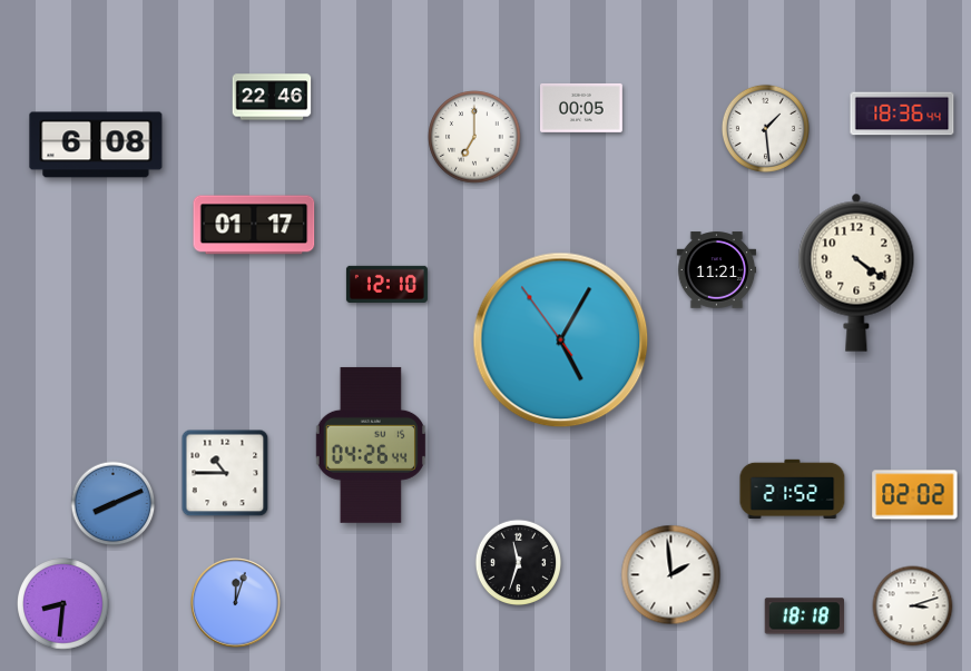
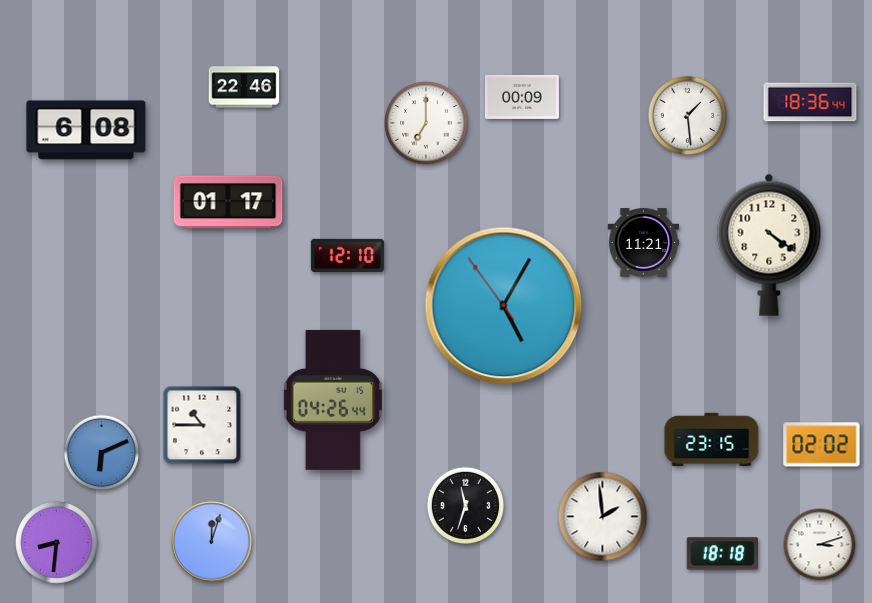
clock at (582, 108): 00:05 -> 00:09
clock at (793, 490): 21:52 -> 23:15
clock at (114, 504): 8:11 -> 6:11
